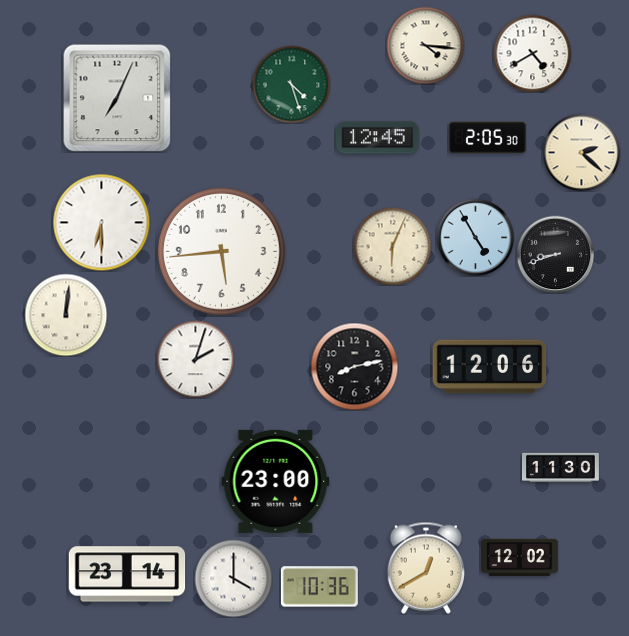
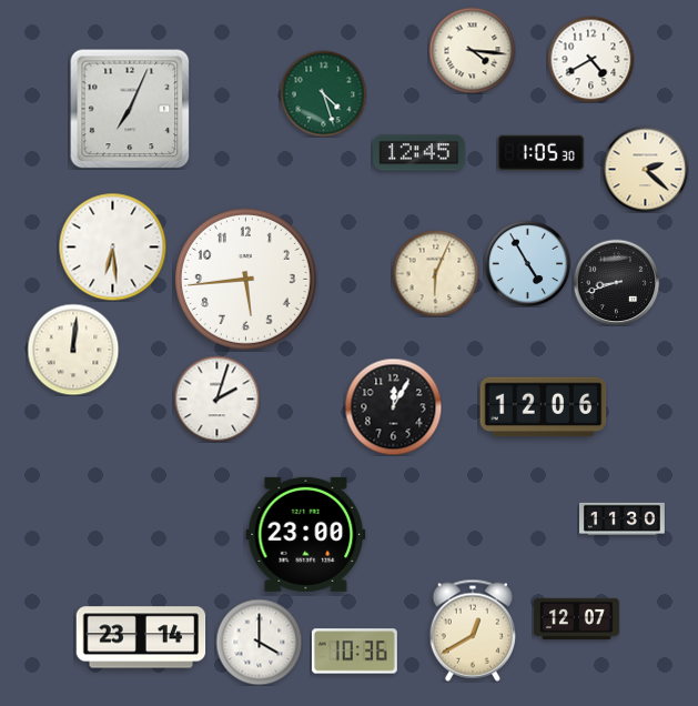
clock at (487, 138): 2:05 -> 1:05
clock at (101, 222): 6:30 -> 6:29
clock at (354, 366): 8:13 -> 12:05
clock at (519, 557): 12:02 -> 12:07
